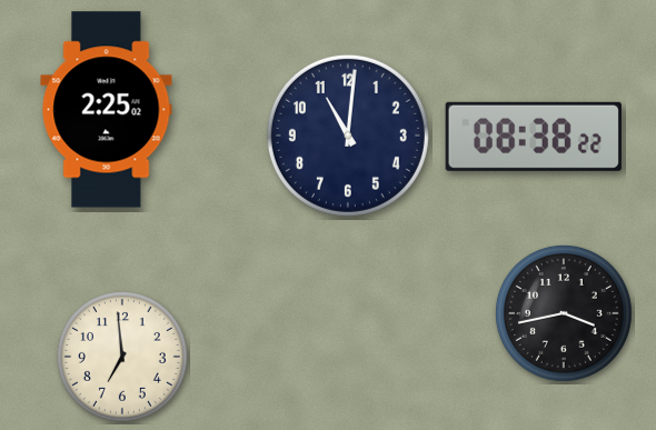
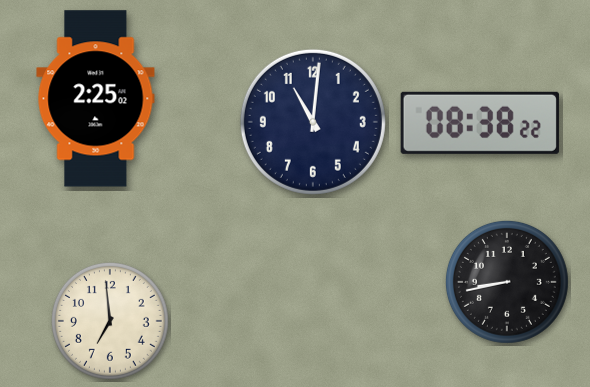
clock at (564, 313): 3:43 -> 8:43
